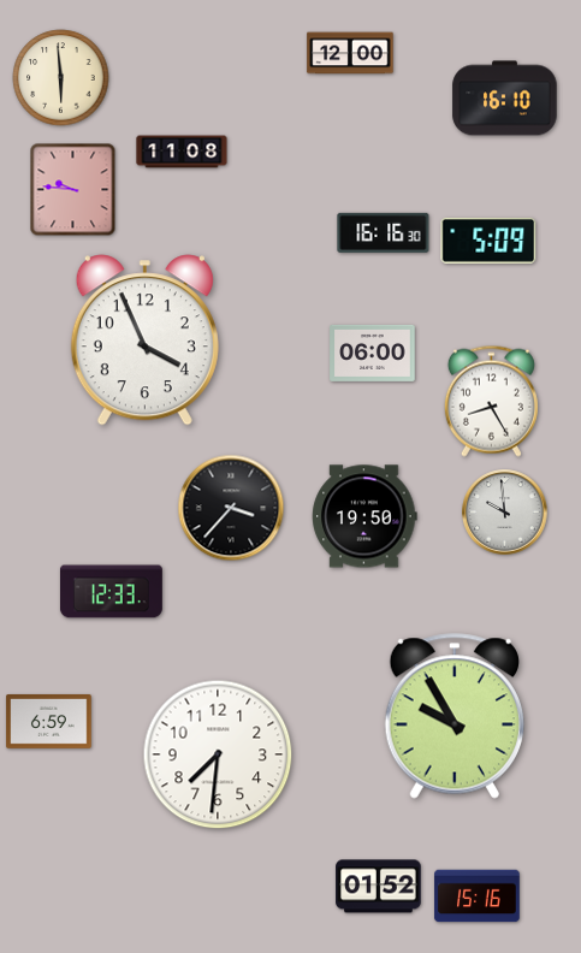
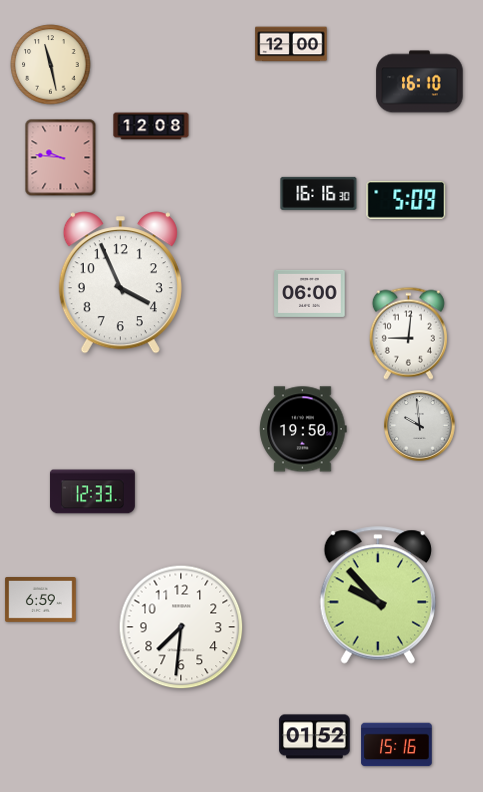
clock at (61, 78): 5:59 -> 11:28
clock at (182, 152): 11:08 -> 12:08
clock at (491, 401): 8:25 -> 9:01
clock at (231, 508): 3:37 -> none
clock at (453, 716): 9:55 -> 9:53
